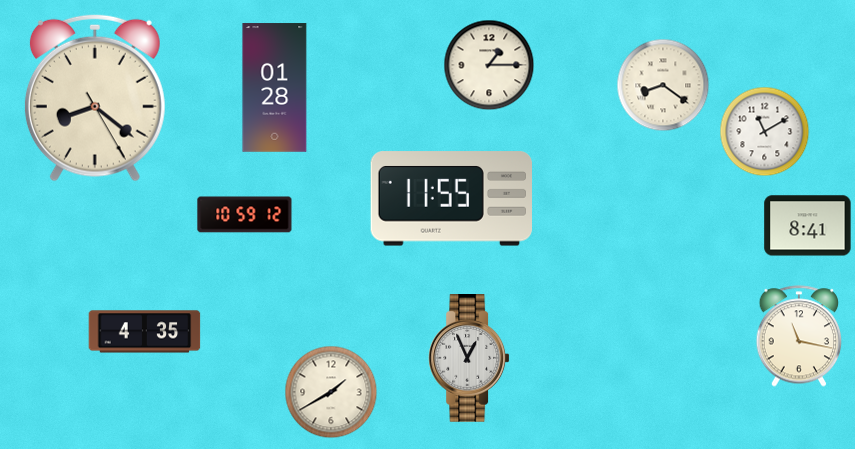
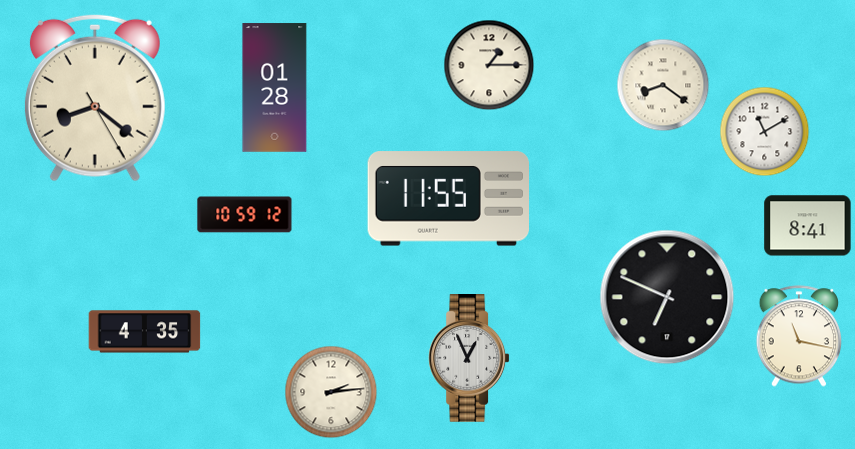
clock at (451, 199) position: (451, 199) -> (448, 199)
clock at (667, 297): none -> 6:49
clock at (331, 392): 1:40 -> 2:14
